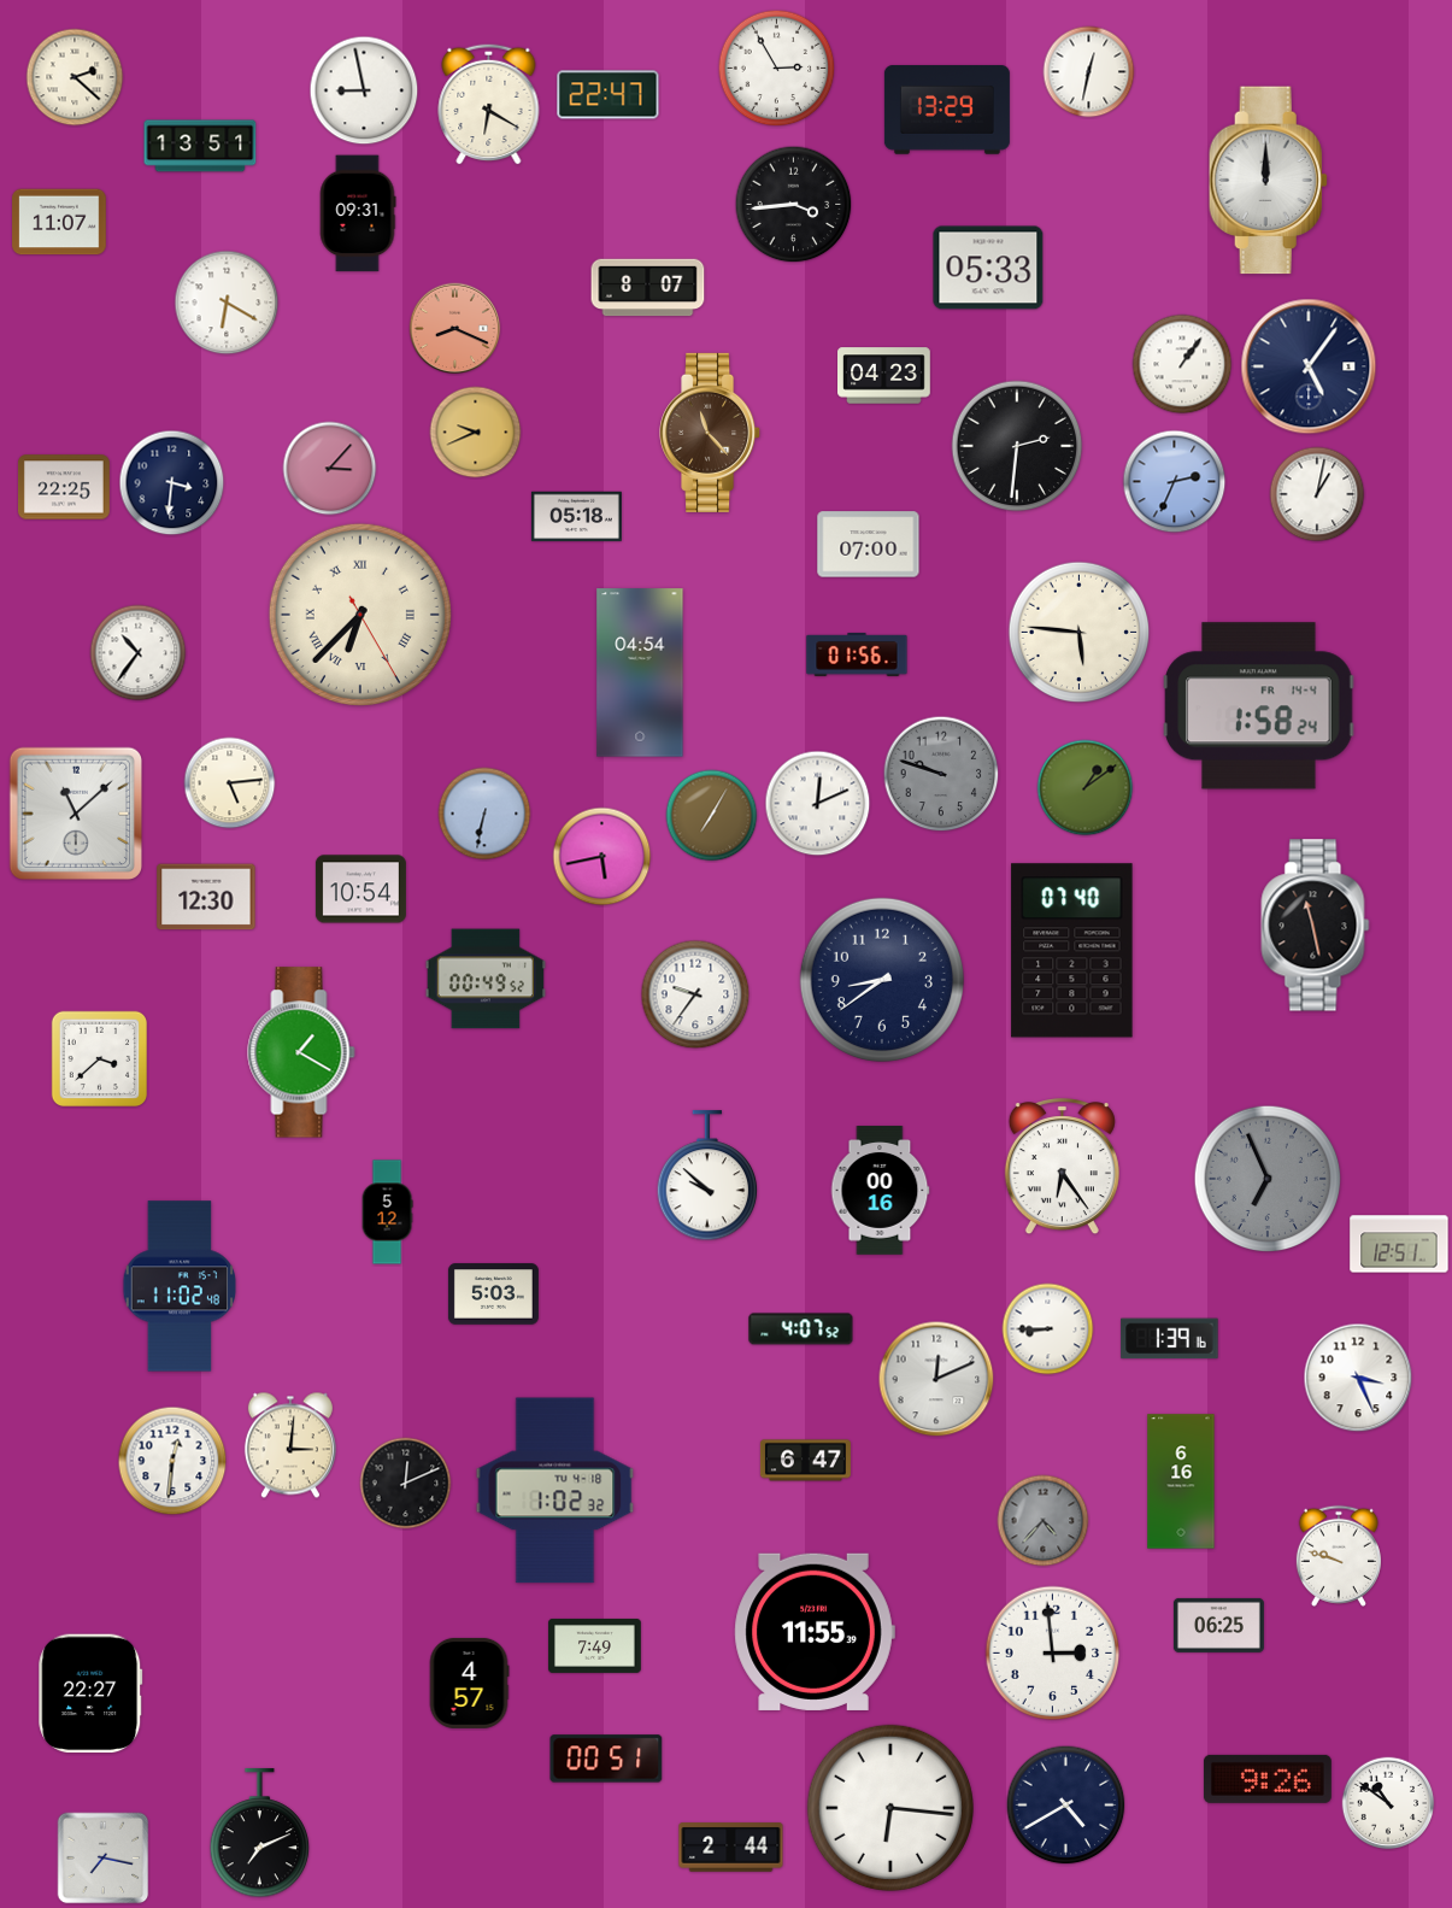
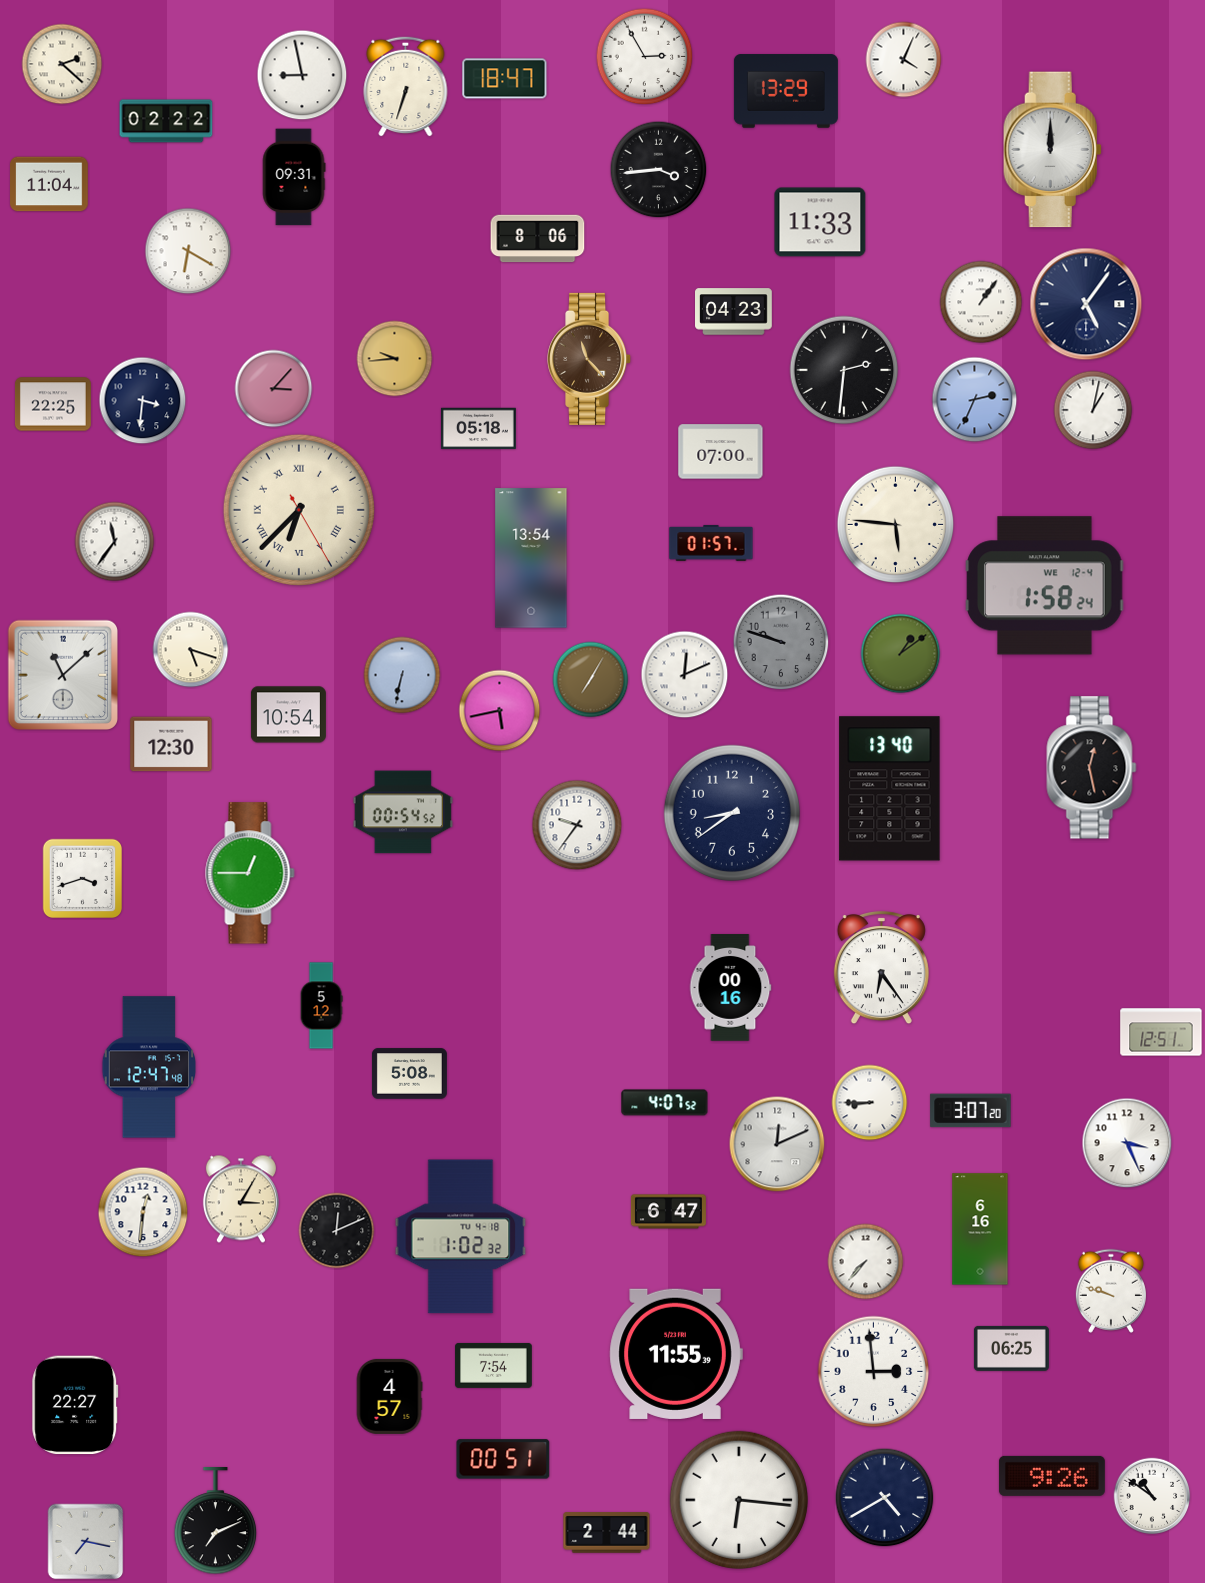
clock at (1089, 72): 12:32 -> 4:04
clock at (609, 95): 22:47 -> 18:47
clock at (489, 104): 6:20 -> 6:33
clock at (200, 146): 13:51 -> 02:22
clock at (358, 213) position: (358, 213) -> (294, 177)
clock at (59, 222): 11:07 -> 11:04
clock at (988, 268): 05:33 -> 11:33
clock at (648, 288): 8:07 -> 8:06
clock at (455, 329): 8:19 -> none
clock at (476, 433): 9:41 -> 9:44
clock at (139, 653): 10:36 -> 11:36
clock at (857, 654): 01:56 -> 01:57
clock at (640, 673): 04:54 -> 13:54
clock at (1259, 706) date: FR 14-4 -> WE 12-4
clock at (230, 783): 5:14 -> 5:18
clock at (818, 804) position: (818, 804) -> (685, 675)
clock at (712, 816) position: (712, 816) -> (591, 680)
clock at (360, 890) position: (360, 890) -> (288, 715)
clock at (1316, 926): 11:28 -> 12:28
clock at (1072, 951): 07:40 -> 13:40
clock at (484, 979): 00:49 -> 00:54
clock at (301, 1052): 1:20 -> 12:45
clock at (99, 1058): 3:38 -> 3:42
clock at (707, 1176): 9:52 -> none
clock at (1268, 1179): 6:56 -> none
clock at (180, 1286): 11:02 -> 12:47
clock at (493, 1294): 5:03 -> 5:08
clock at (1170, 1339): 1:39 -> 3:07
clock at (290, 1445): 3:01 -> 3:05
clock at (1044, 1521): 4:37 -> 7:37
clock at (1044, 1521) dial: grey -> white
clock at (595, 1645): 7:49 -> 7:54
